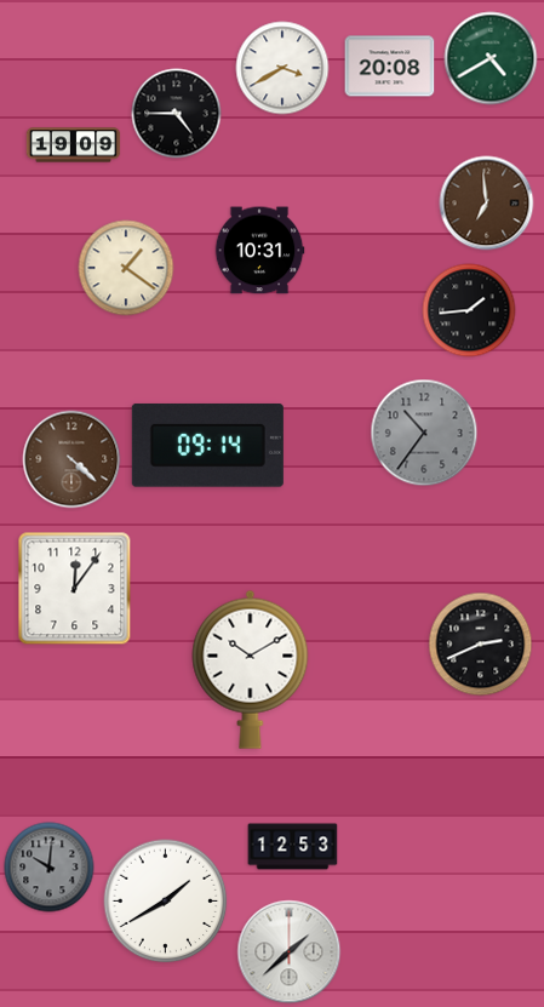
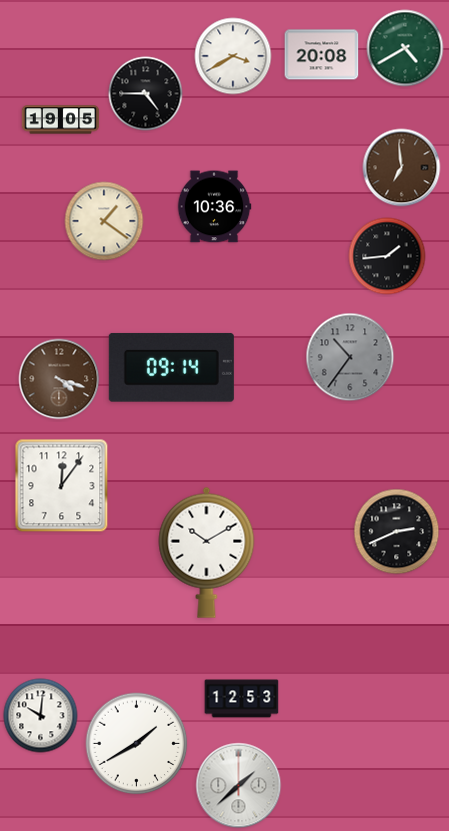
clock at (74, 145): 19:09 -> 19:05
clock at (259, 251): 10:31 -> 10:36
clock at (71, 459): 4:22 -> 4:18
clock at (50, 868) dial: grey -> white
